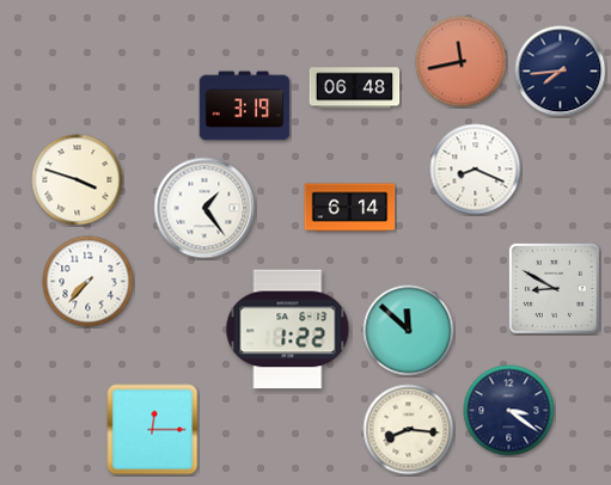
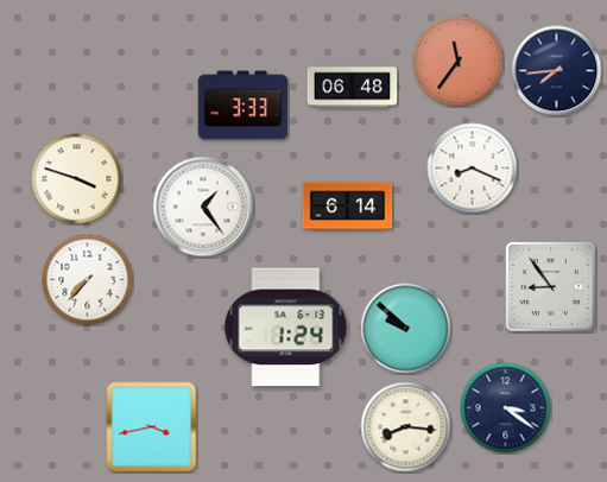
clock at (462, 62): 11:43 -> 11:36
clock at (245, 106): 3:19 -> 3:33
clock at (554, 288): 8:50 -> 8:54
clock at (288, 330): 1:22 -> 1:24
clock at (409, 331): 11:52 -> 9:52
clock at (153, 430): 12:15 -> 3:43
